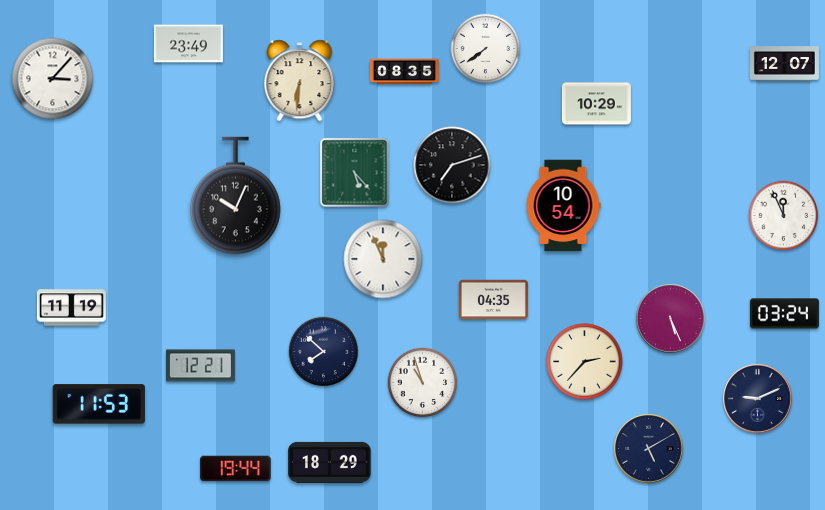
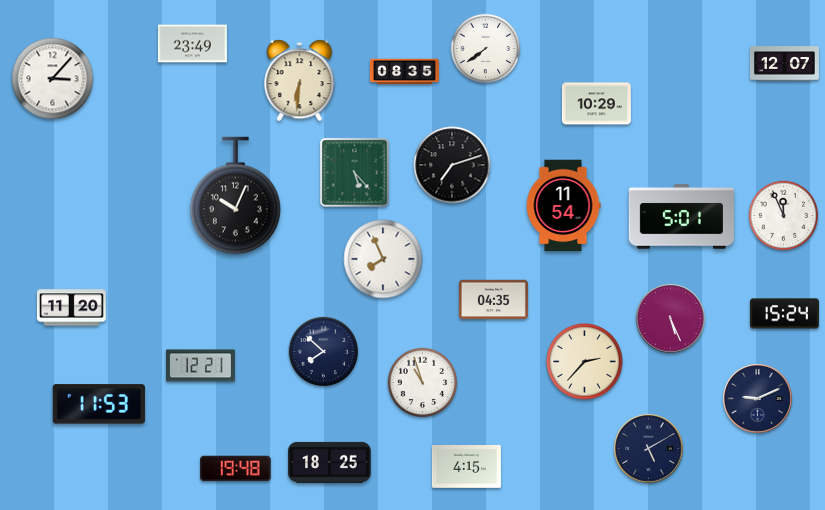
clock at (188, 44) position: (188, 44) -> (192, 44)
clock at (563, 206): 10:54 -> 11:54
clock at (681, 217): none -> 5:01
clock at (383, 259): 11:56 -> 7:56
clock at (71, 308): 11:19 -> 11:20
clock at (784, 314): 03:24 -> 15:24
clock at (330, 462): 18:29 -> 18:25
clock at (466, 467): none -> 4:15
clock at (236, 469): 19:44 -> 19:48
